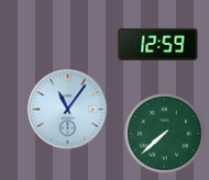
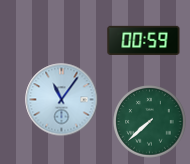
clock at (158, 44): 12:59 -> 00:59
